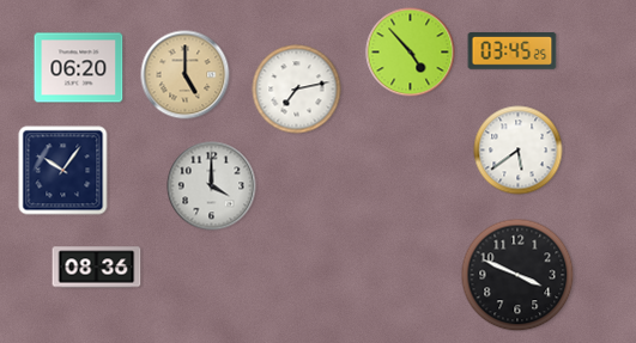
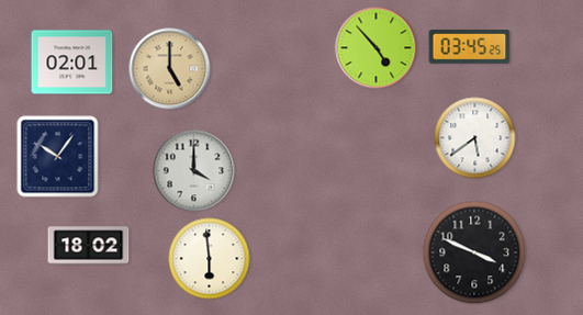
clock at (79, 68): 06:20 -> 02:01
clock at (297, 90): 7:13 -> none
clock at (97, 268): 08:36 -> 18:02
clock at (210, 259): none -> 5:59
